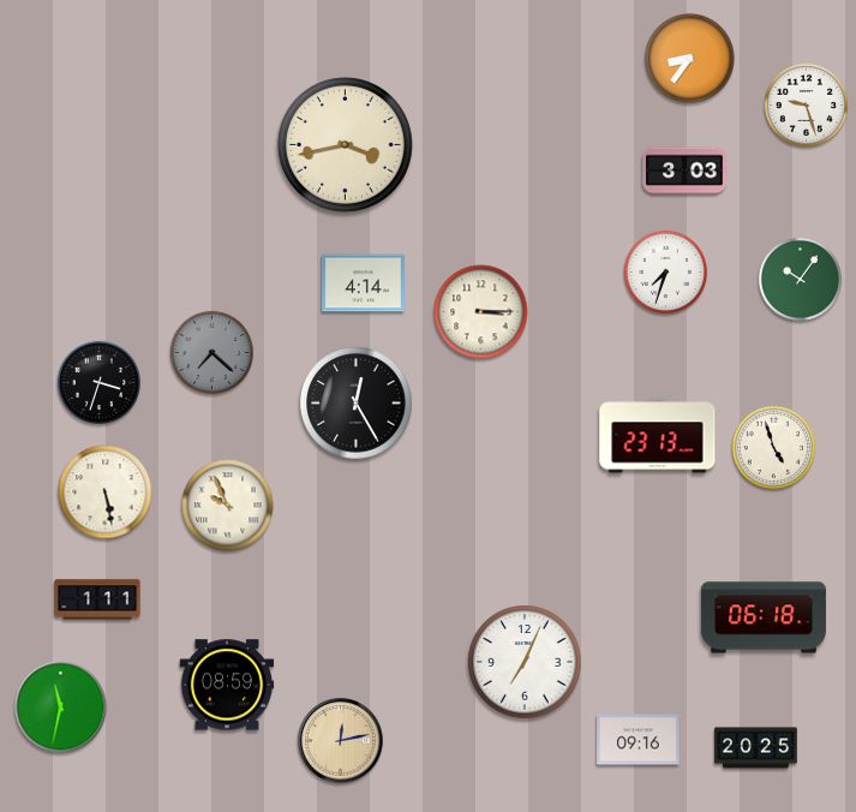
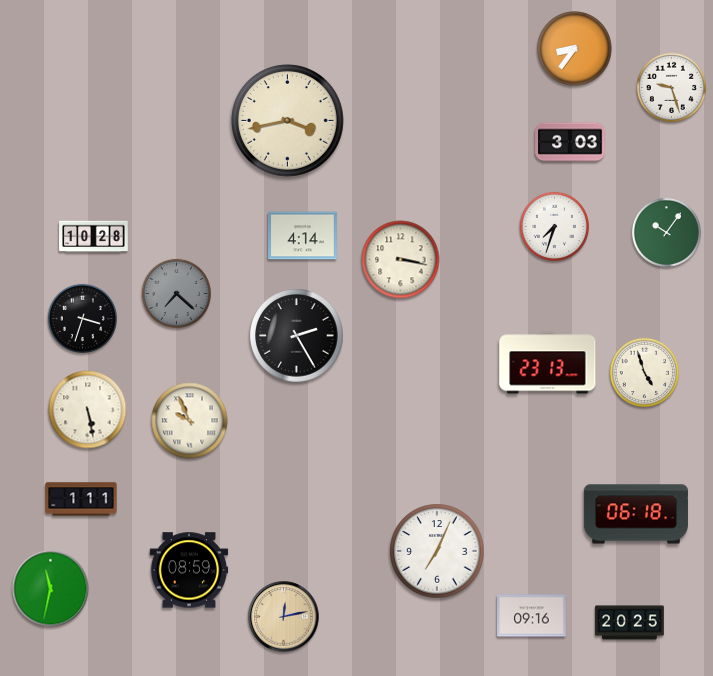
clock at (94, 237): none -> 10:28
clock at (481, 312): 3:15 -> 3:17
clock at (357, 404): 12:25 -> 2:25
